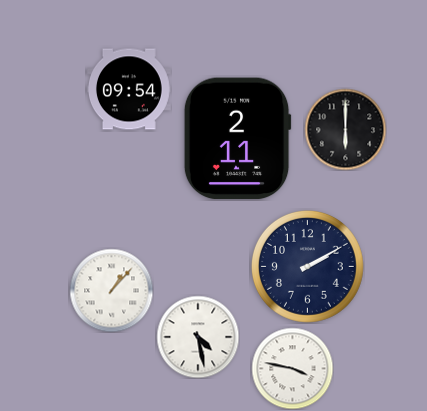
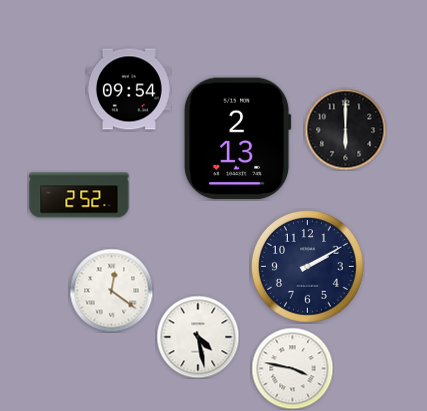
clock at (237, 139): 2:11 -> 2:13
clock at (79, 195): none -> 2:52
clock at (111, 290): 1:07 -> 12:21
